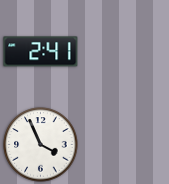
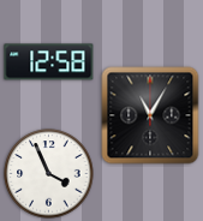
clock at (41, 52): 2:41 -> 12:58
clock at (150, 115): none -> 11:05
